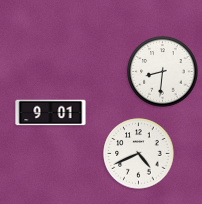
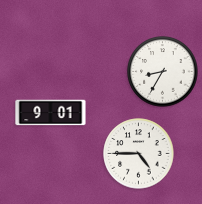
clock at (163, 72): 8:31 -> 8:35
clock at (139, 154): 4:41 -> 4:45
